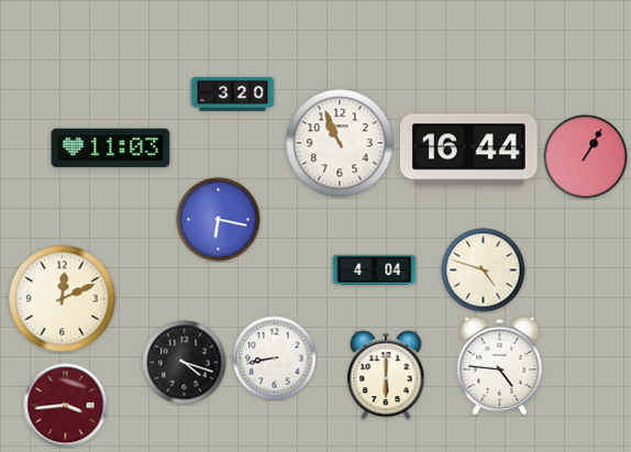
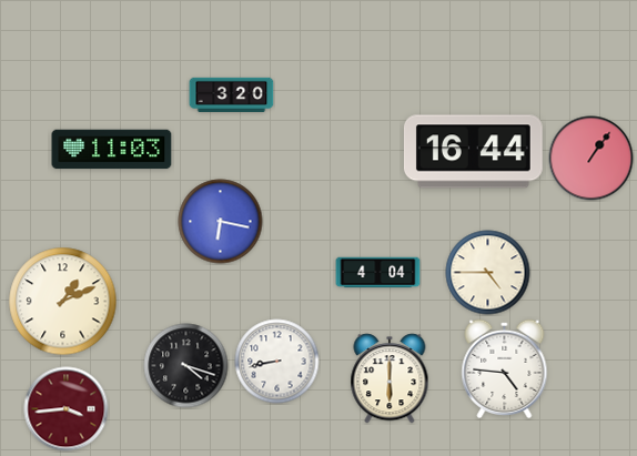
clock at (233, 93) position: (233, 93) -> (232, 94)
clock at (340, 143): 10:56 -> none
clock at (586, 157): 1:05 -> 1:06
clock at (484, 271): 4:48 -> 4:45
clock at (63, 299): 12:11 -> 1:11
